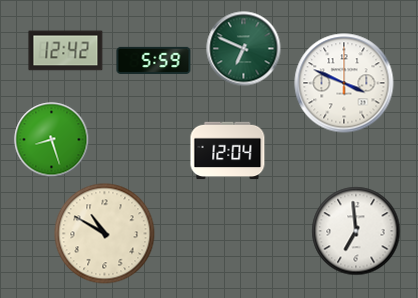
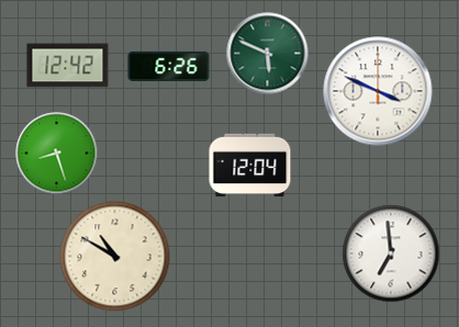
clock at (244, 49): 6:49 -> 5:49
clock at (66, 51) position: (66, 51) -> (68, 66)
clock at (154, 60): 5:59 -> 6:26
